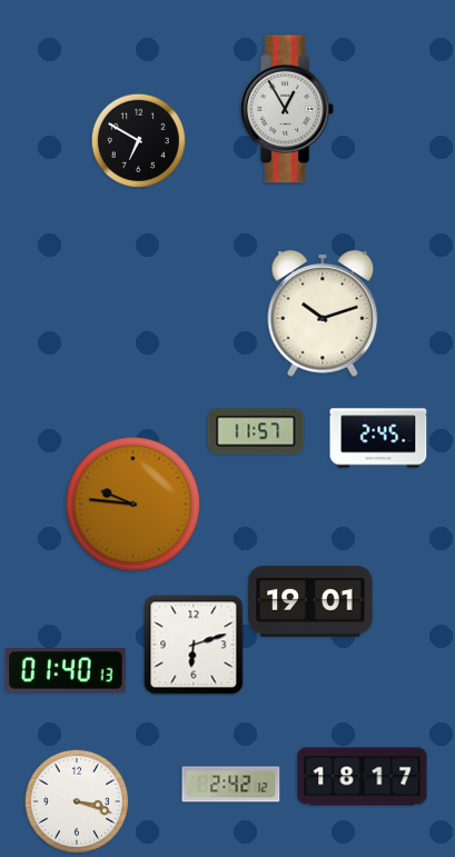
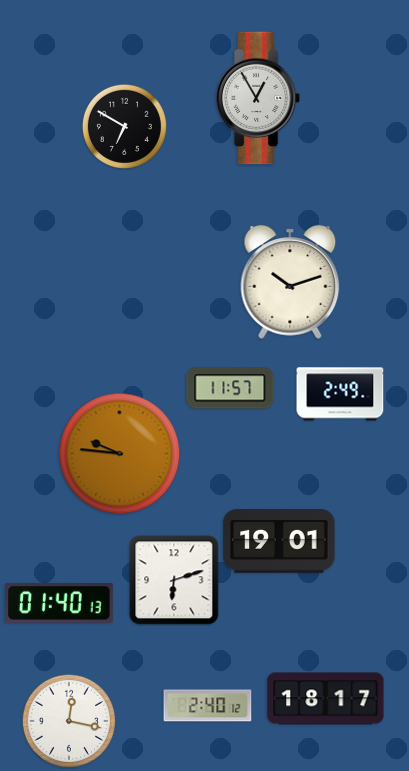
clock at (378, 438): 2:45 -> 2:49
clock at (231, 785): 2:42 -> 2:40
clock at (76, 800): 3:18 -> 12:17
